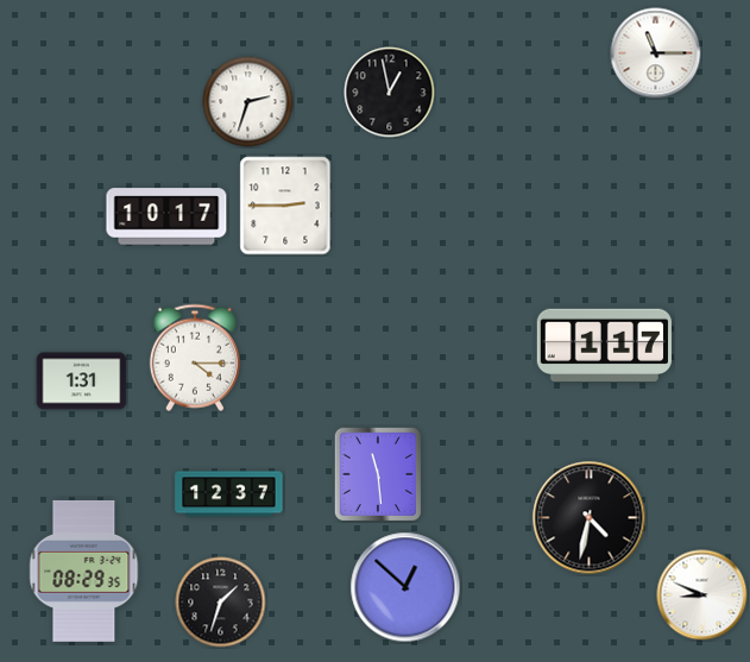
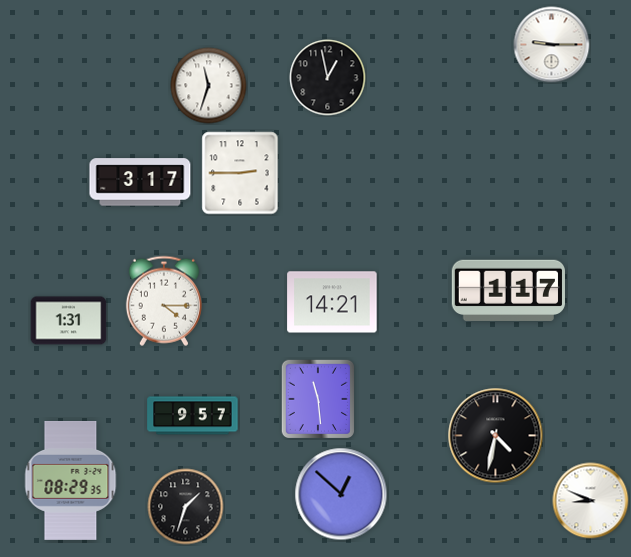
clock at (656, 53): 11:15 -> 9:15
clock at (248, 102): 2:33 -> 11:33
clock at (166, 216): 10:17 -> 3:17
clock at (332, 302): none -> 14:21
clock at (229, 494): 12:37 -> 9:57
